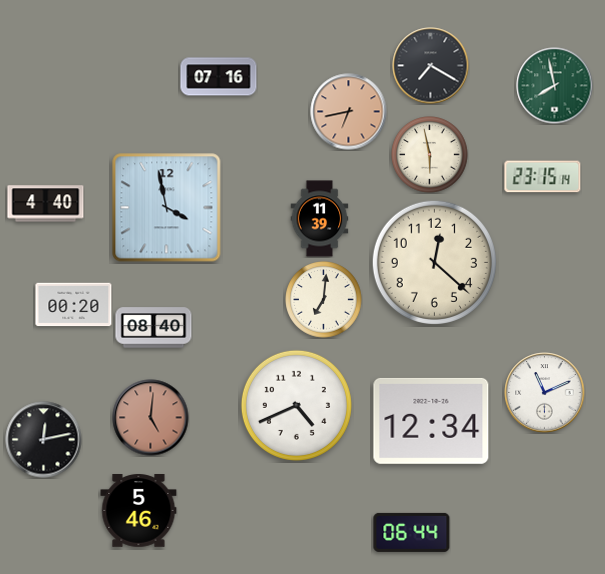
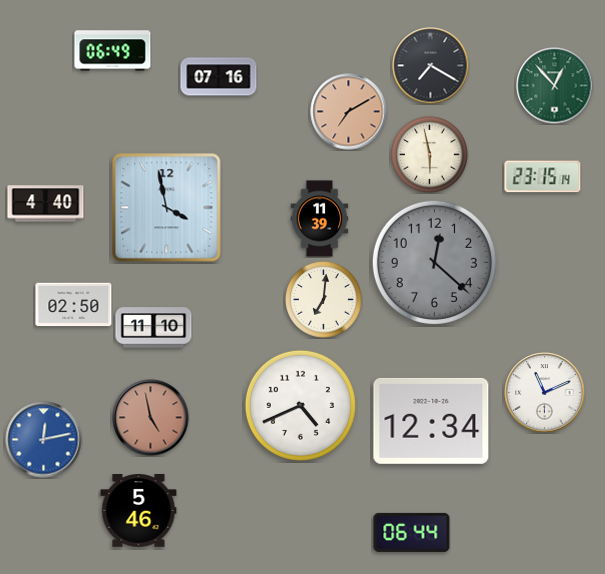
clock at (113, 51): none -> 06:49
clock at (555, 86): 7:58 -> 12:53
clock at (349, 112): 6:43 -> 7:10
clock at (434, 262) dial: cream -> grey
clock at (74, 305): 00:20 -> 02:50
clock at (154, 328): 08:40 -> 11:10
clock at (296, 405) position: (296, 405) -> (300, 405)
clock at (151, 418): 5:01 -> 4:58
clock at (44, 440) dial: black -> blue
